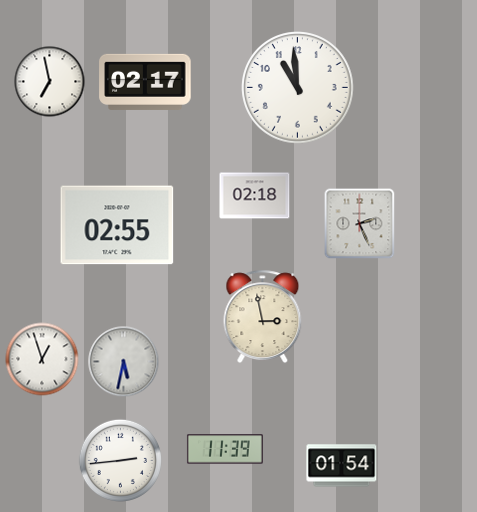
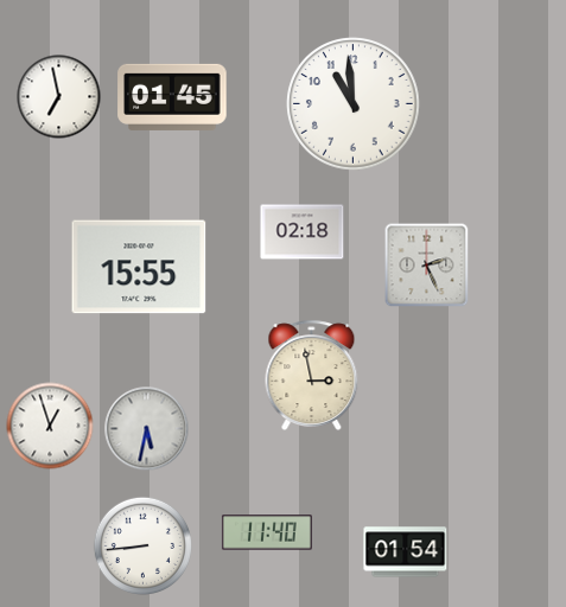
clock at (145, 82): 02:17 -> 01:45
clock at (117, 225): 02:55 -> 15:55
clock at (225, 449): 11:39 -> 11:40
clock at (120, 460): 2:44 -> 8:44
